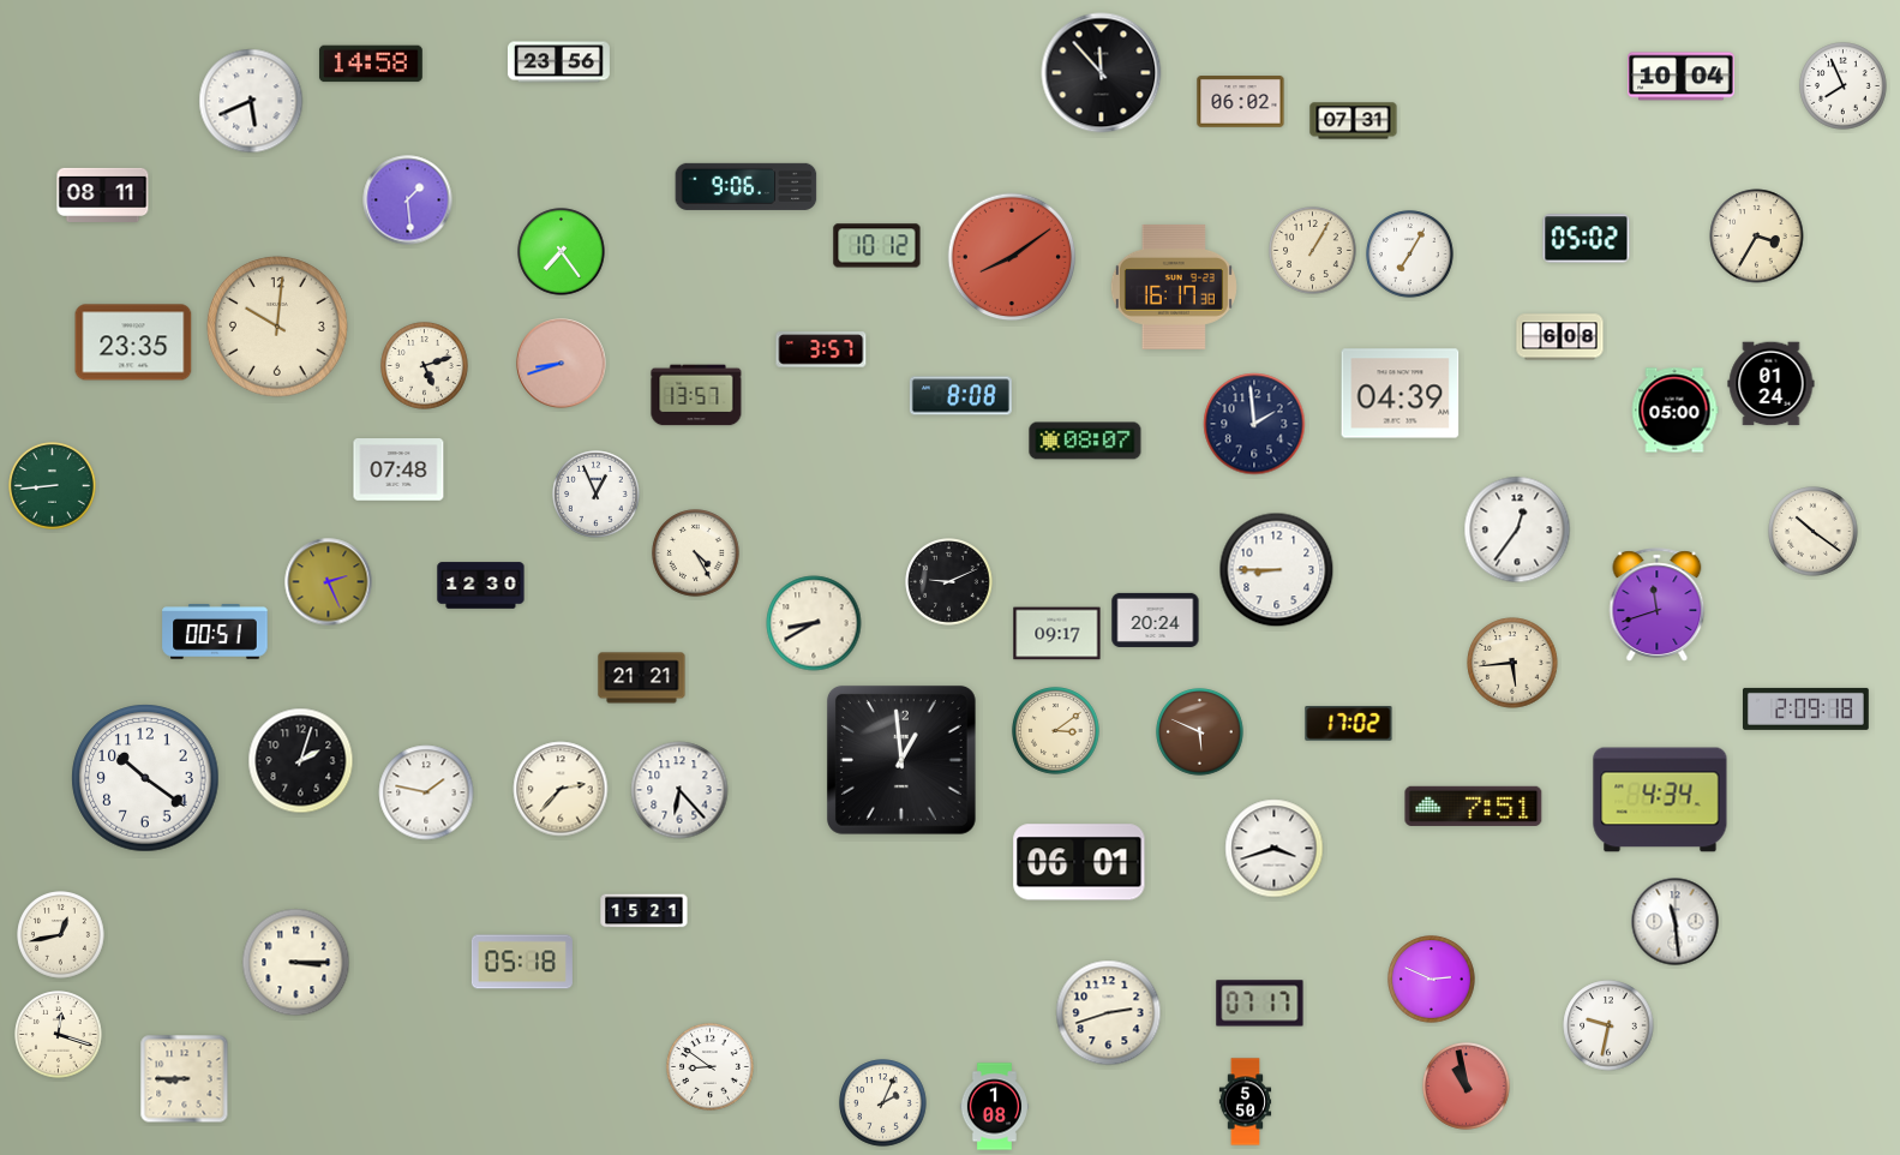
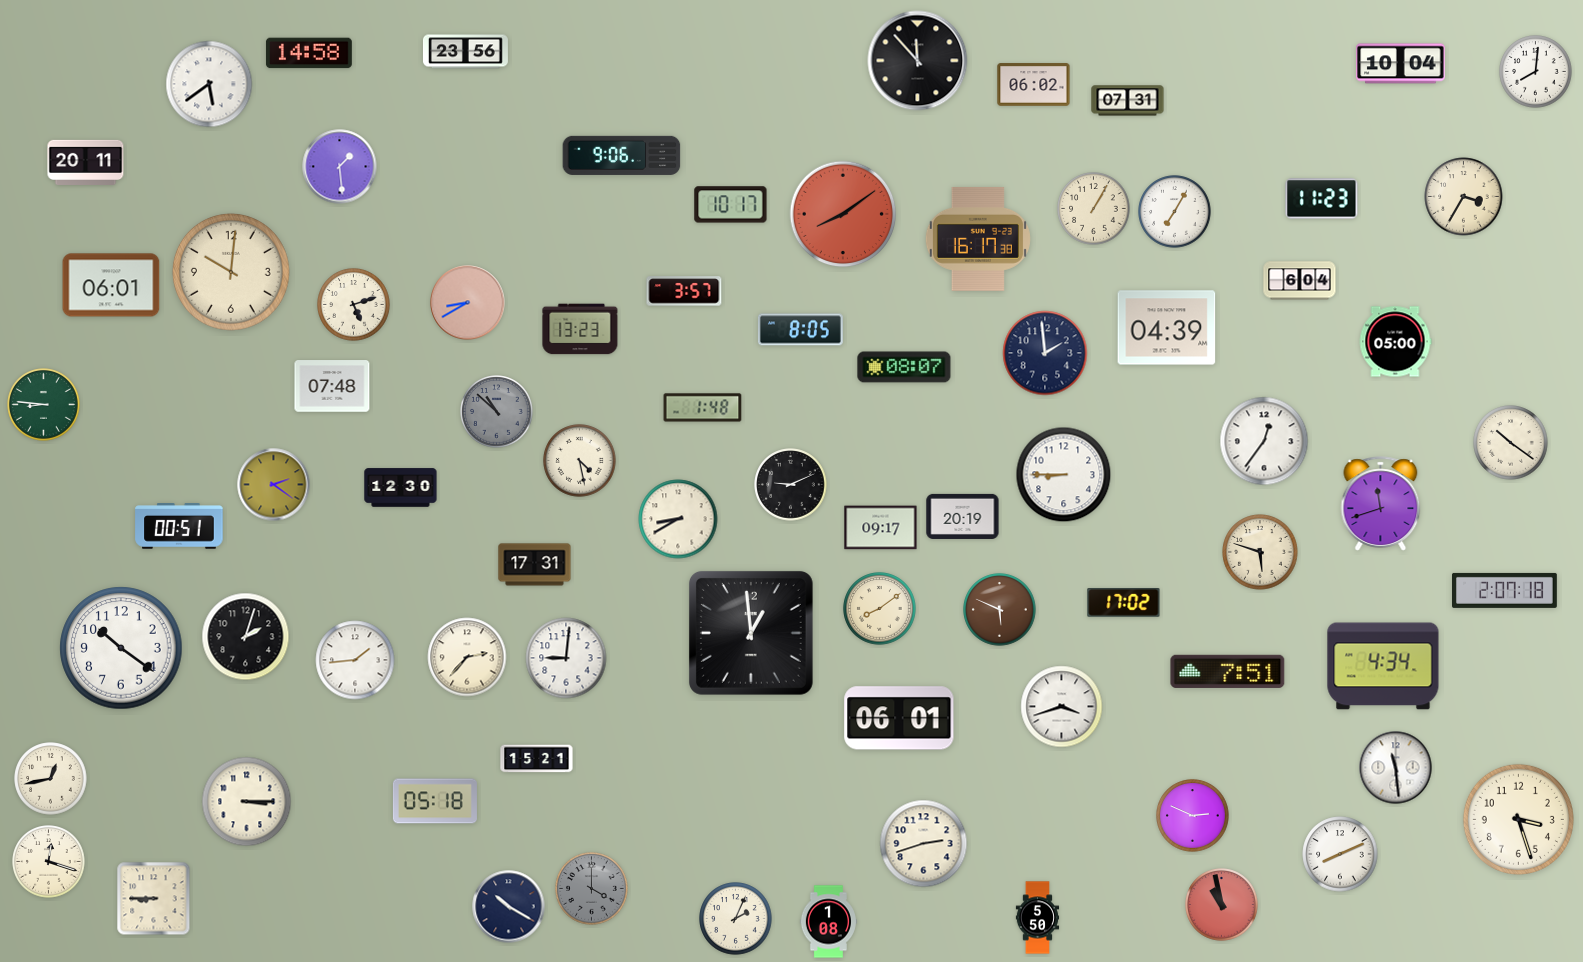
clock at (1844, 86): 7:56 -> 8:01
clock at (251, 101): 5:41 -> 5:39
clock at (103, 195): 08:11 -> 20:11
clock at (1587, 239): 05:02 -> 11:23
clock at (877, 246): 10:12 -> 10:17
clock at (562, 252): 7:24 -> none
clock at (1560, 337): 6:08 -> 6:04
clock at (133, 342): 23:35 -> 06:01
clock at (562, 364): 8:42 -> 8:40
clock at (1772, 384): 01:24 -> none
clock at (696, 395): 13:57 -> 13:23
clock at (960, 396): 8:08 -> 8:05
clock at (398, 469) position: (398, 469) -> (332, 386)
clock at (53, 486): 8:44 -> 8:46
clock at (703, 408): none -> 1:48
clock at (597, 495): 12:56 -> 10:52
clock at (597, 495) dial: white -> grey
clock at (696, 553): 4:25 -> 4:28
clock at (329, 582): 2:26 -> 2:21
clock at (1156, 620): 20:24 -> 20:19
clock at (1512, 663): 5:44 -> 5:48
clock at (642, 678): 21:21 -> 17:31
clock at (1806, 708): 2:09 -> 2:07
clock at (1056, 731): 3:09 -> 8:09
clock at (301, 761) position: (301, 761) -> (246, 637)
clock at (679, 790): 6:23 -> 9:01
clock at (426, 792): 1:47 -> 1:44
clock at (1518, 819): none -> 3:27
clock at (1260, 1004): 07:17 -> none
clock at (1608, 1025): 9:32 -> 8:11
clock at (711, 1067): 8:51 -> 4:00
clock at (711, 1067) dial: white -> grey
clock at (509, 907): none -> 10:20
